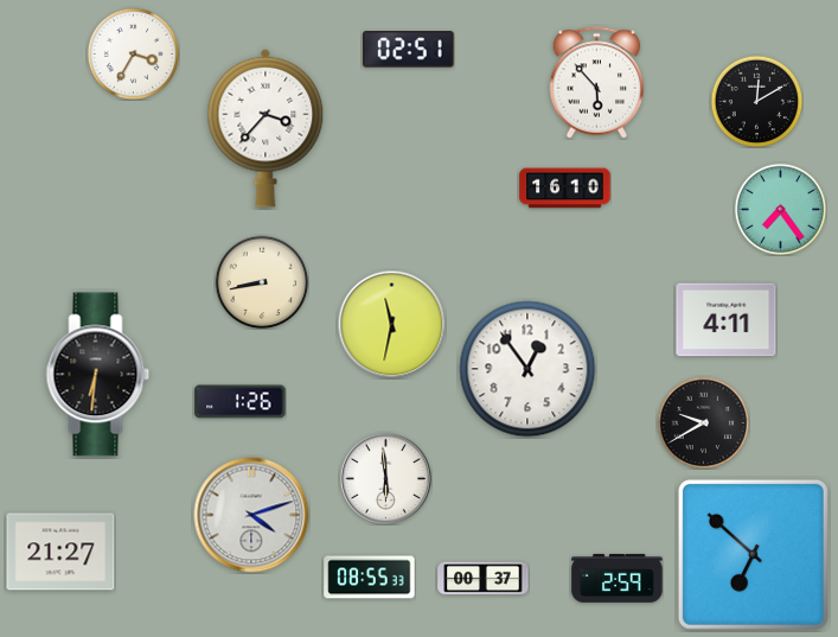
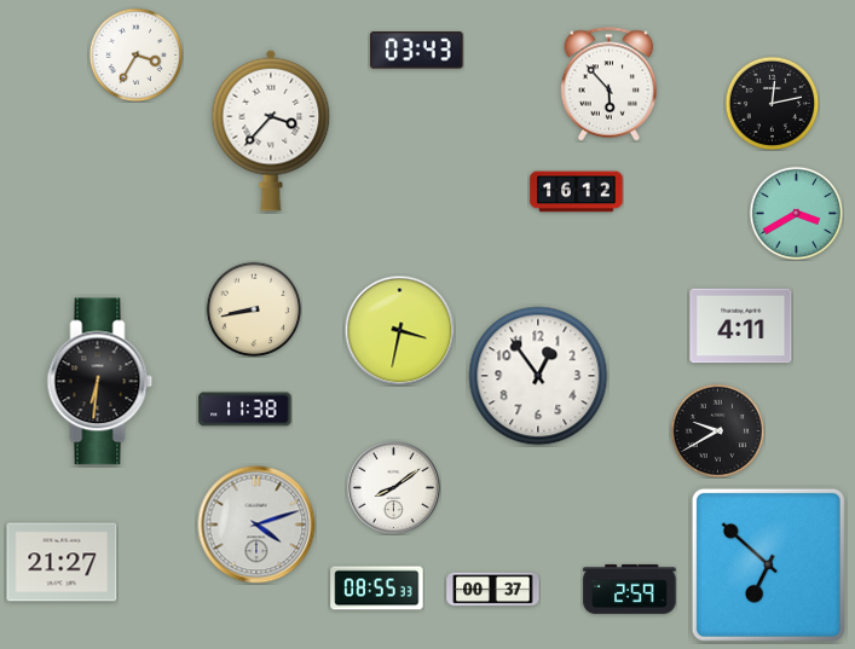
clock at (409, 50): 02:51 -> 03:43
clock at (756, 101): 12:10 -> 12:13
clock at (565, 189): 16:10 -> 16:12
clock at (780, 209): 7:24 -> 3:40
clock at (262, 282) position: (262, 282) -> (254, 309)
clock at (391, 324): 11:32 -> 3:32
clock at (241, 402): 1:26 -> 11:38
clock at (385, 478): 5:59 -> 8:09
